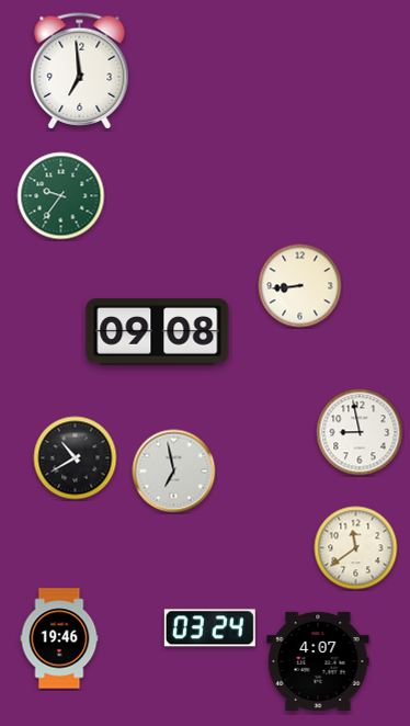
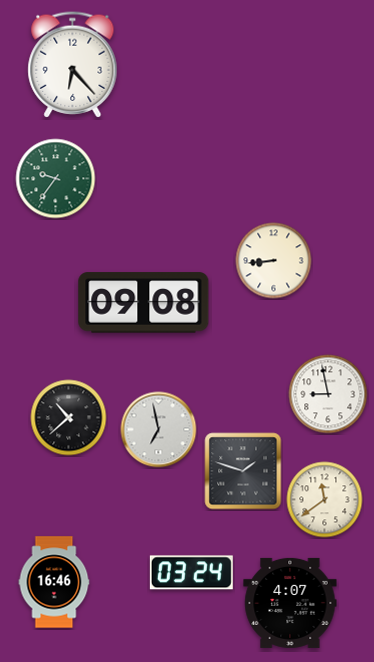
clock at (80, 71): 6:59 -> 6:23
clock at (76, 458): 10:40 -> 10:38
clock at (243, 471): none -> 1:48
clock at (59, 638): 19:46 -> 16:46
